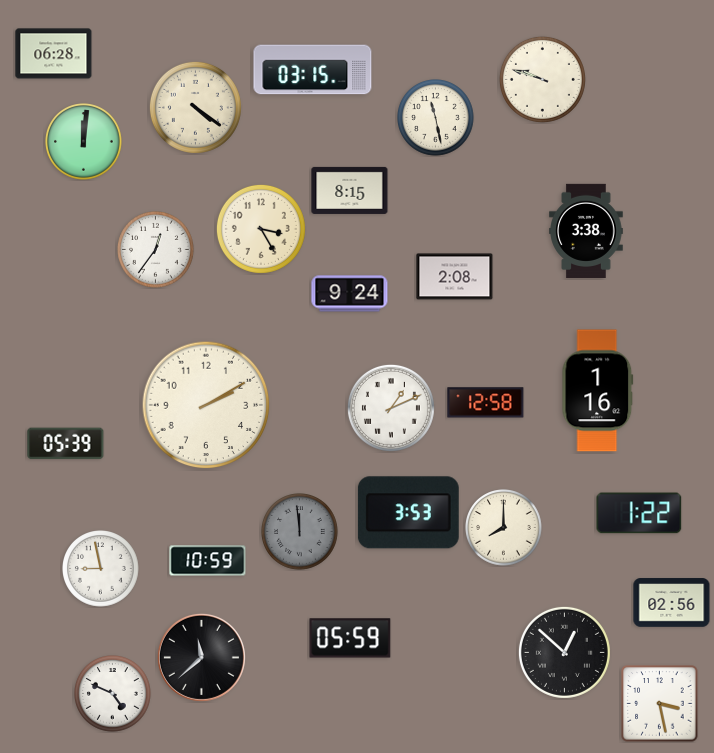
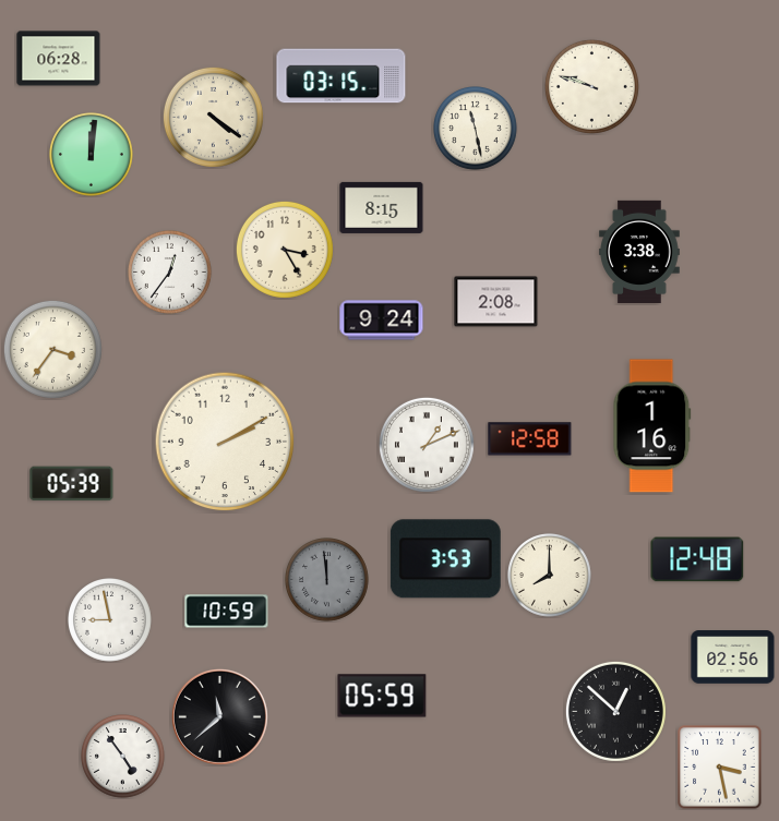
clock at (52, 349): none -> 3:36
clock at (639, 513): 1:22 -> 12:48
clock at (113, 694): 4:49 -> 4:54
